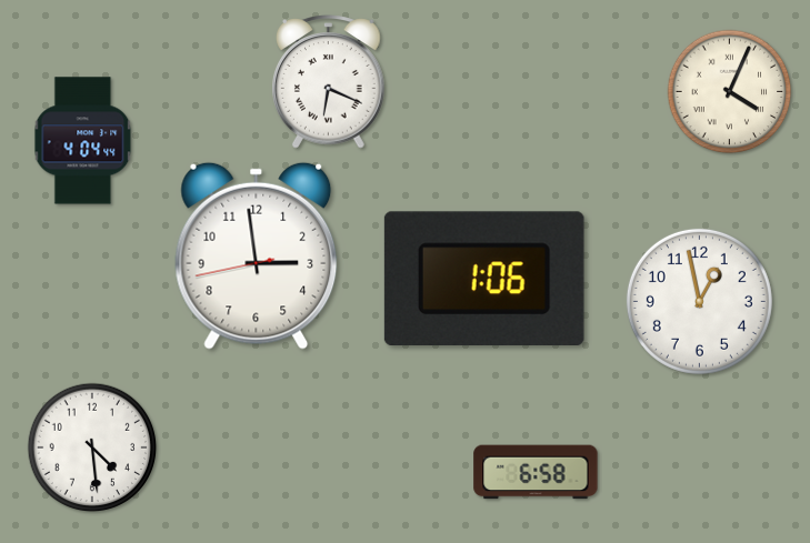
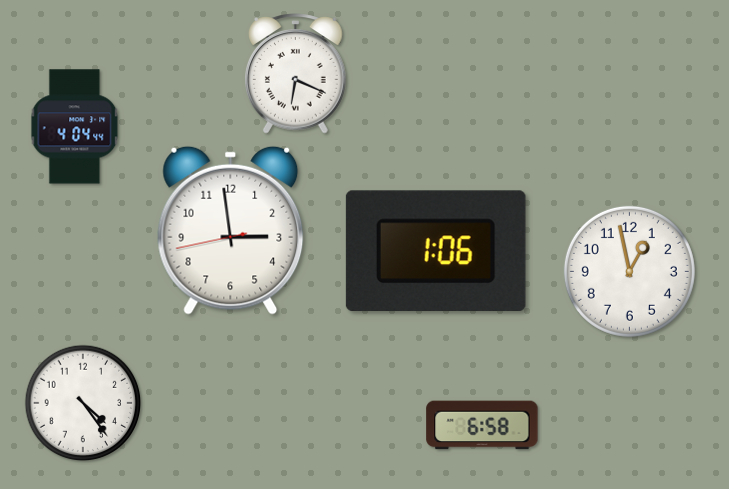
clock at (730, 92): 4:04 -> none
clock at (92, 448): 4:29 -> 4:24
